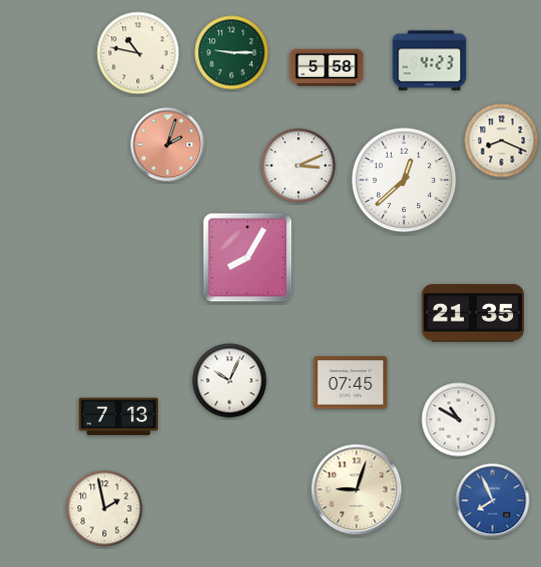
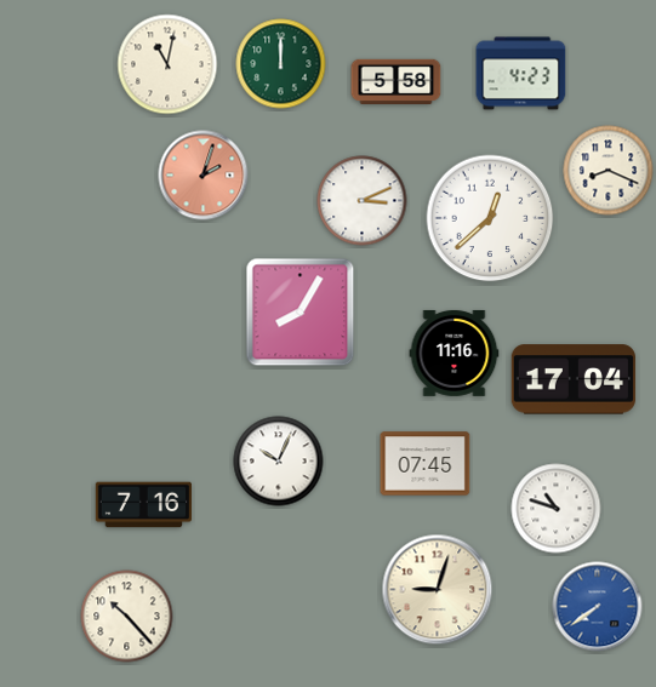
clock at (138, 53): 10:47 -> 11:02
clock at (232, 53): 9:15 -> 12:00
clock at (455, 353): none -> 11:16
clock at (473, 313): 21:35 -> 17:04
clock at (118, 417): 7:13 -> 7:16
clock at (459, 420): 10:50 -> 10:48
clock at (357, 490) position: (357, 490) -> (438, 590)
clock at (493, 501): 7:56 -> 7:39
clock at (105, 509): 1:58 -> 10:23
